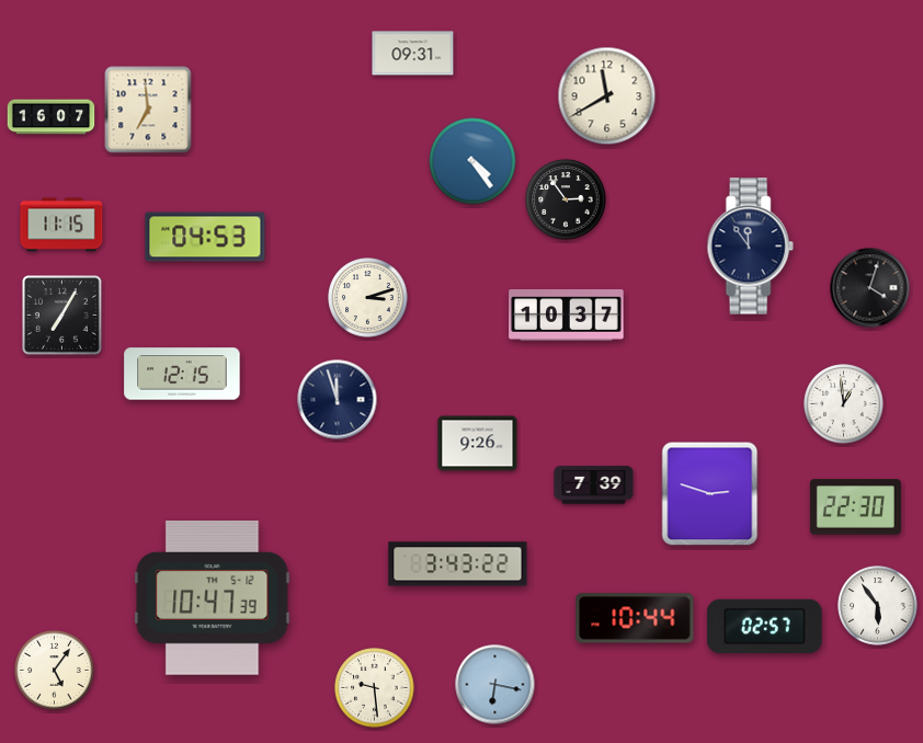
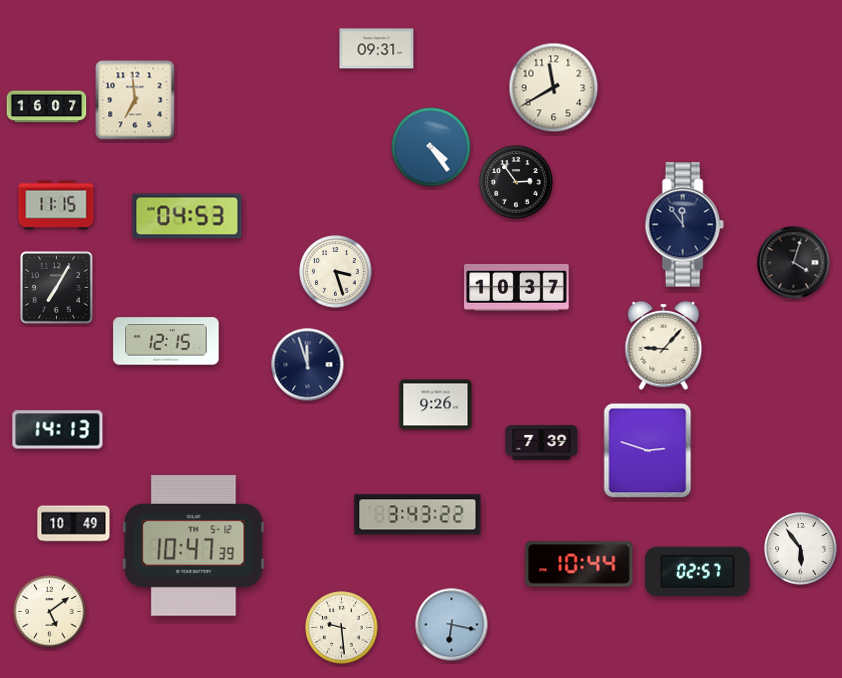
clock at (368, 298): 3:12 -> 3:27
clock at (664, 345): none -> 9:07
clock at (844, 404): 12:59 -> none
clock at (58, 430): none -> 14:13
clock at (855, 507): 22:30 -> none
clock at (74, 524): none -> 10:49
clock at (878, 606) position: (878, 606) -> (801, 549)
clock at (55, 671): 5:06 -> 5:09
